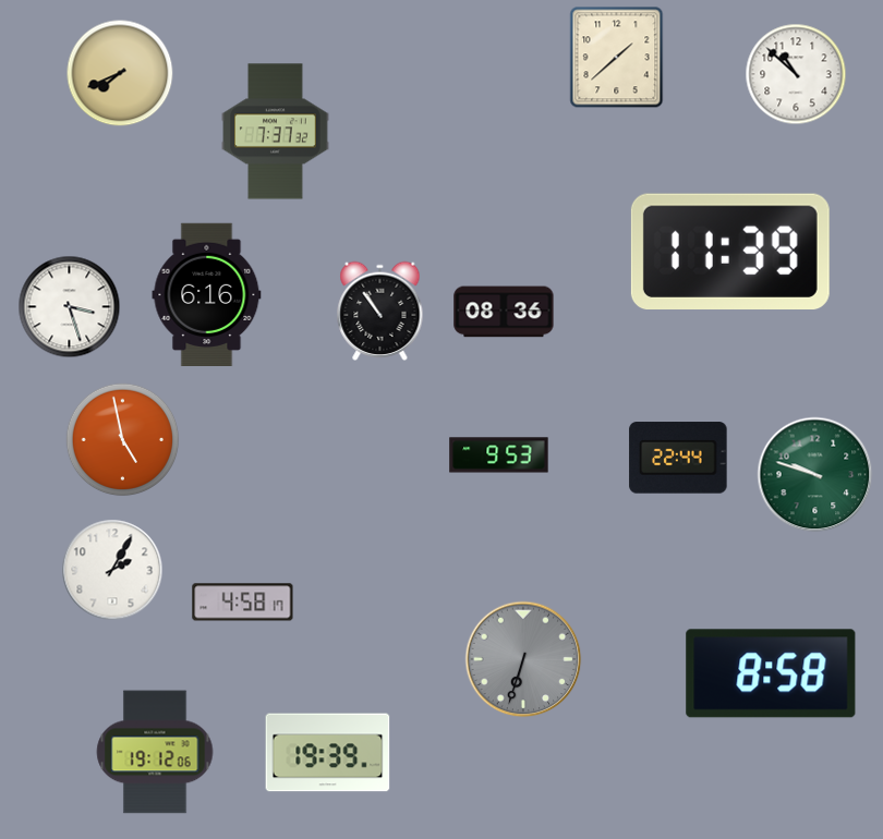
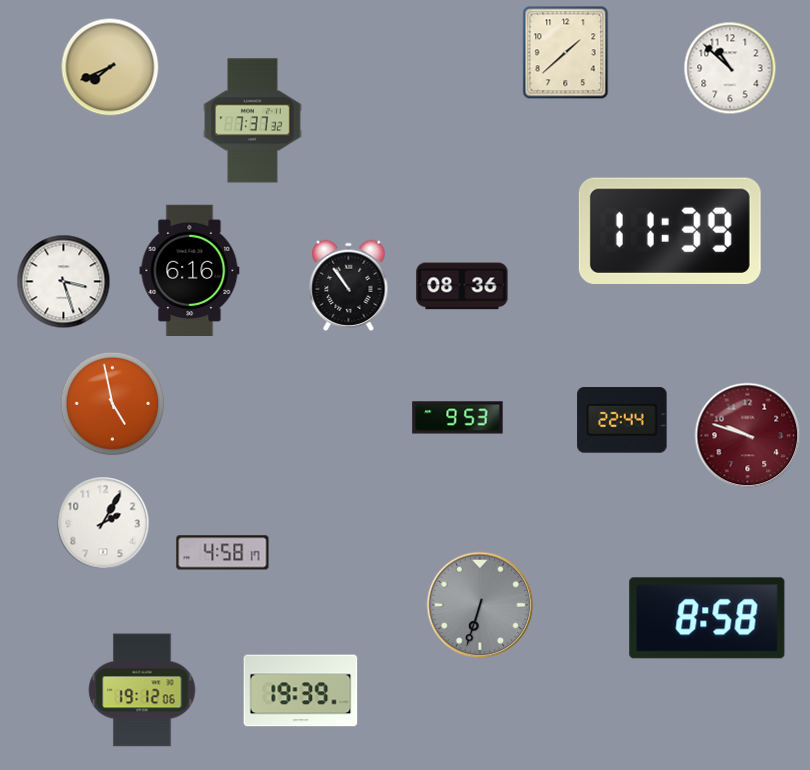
clock at (815, 475) dial: green -> burgundy
